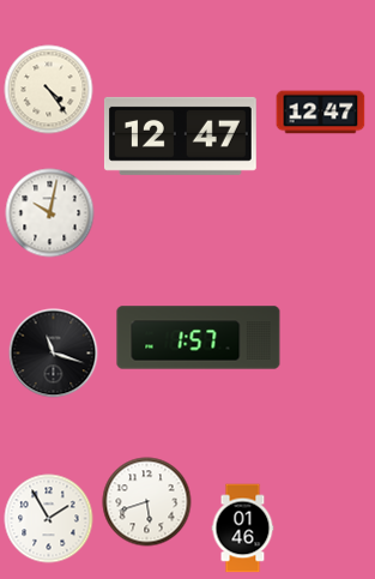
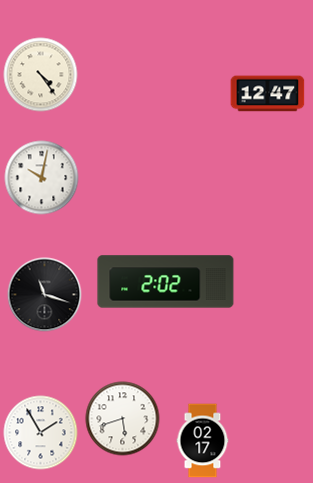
clock at (180, 135): 12:47 -> none
clock at (199, 338): 1:57 -> 2:02
clock at (243, 529): 01:46 -> 02:17
